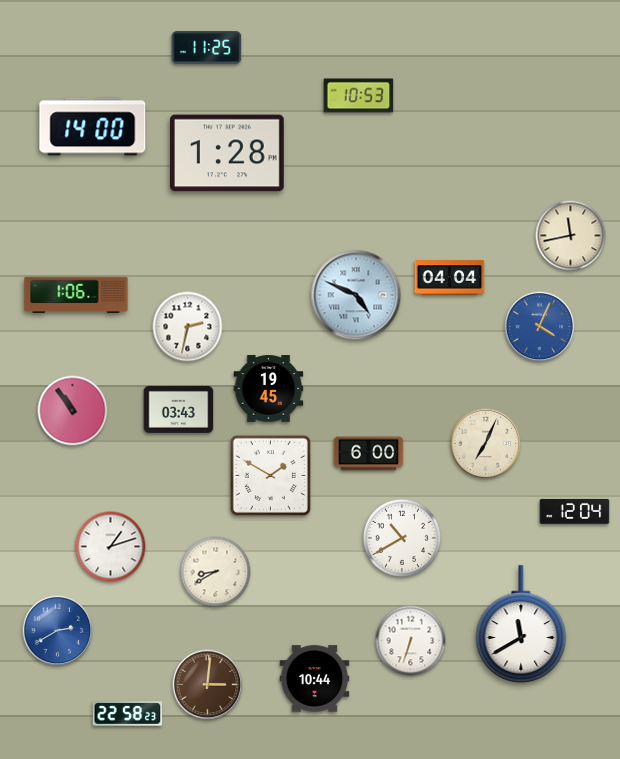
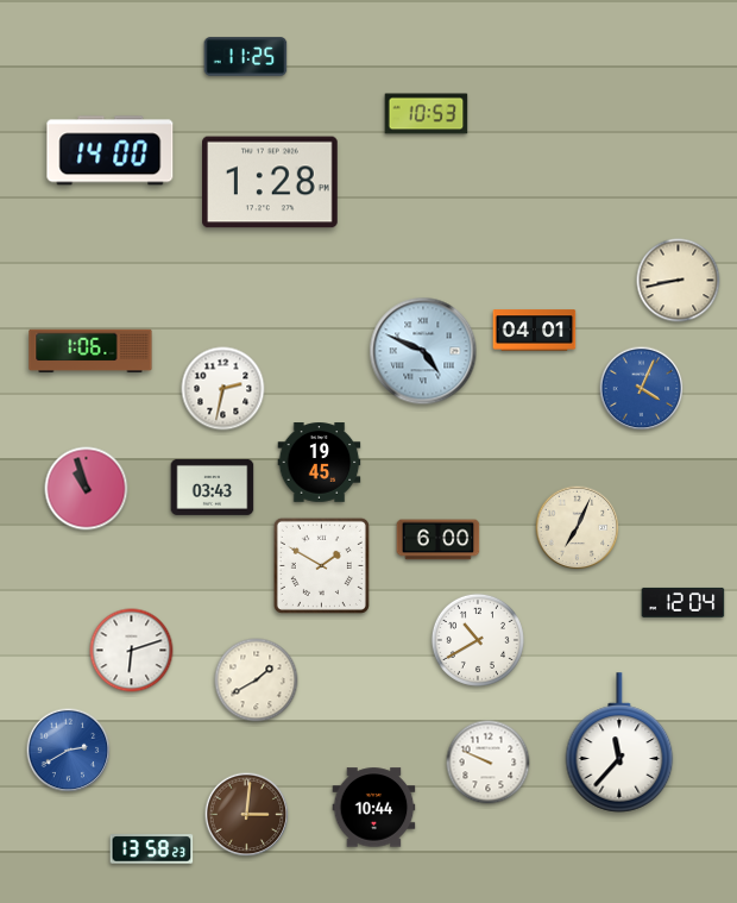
clock at (571, 236): 11:43 -> 8:43
clock at (450, 278): 04:04 -> 04:01
clock at (73, 411): 10:54 -> 10:57
clock at (575, 511) position: (575, 511) -> (684, 602)
clock at (111, 547): 1:12 -> 6:12
clock at (216, 572): 8:40 -> 1:40
clock at (521, 624): 11:40 -> 11:37
clock at (411, 641): 6:33 -> 9:49
clock at (128, 714): 22:58 -> 13:58
